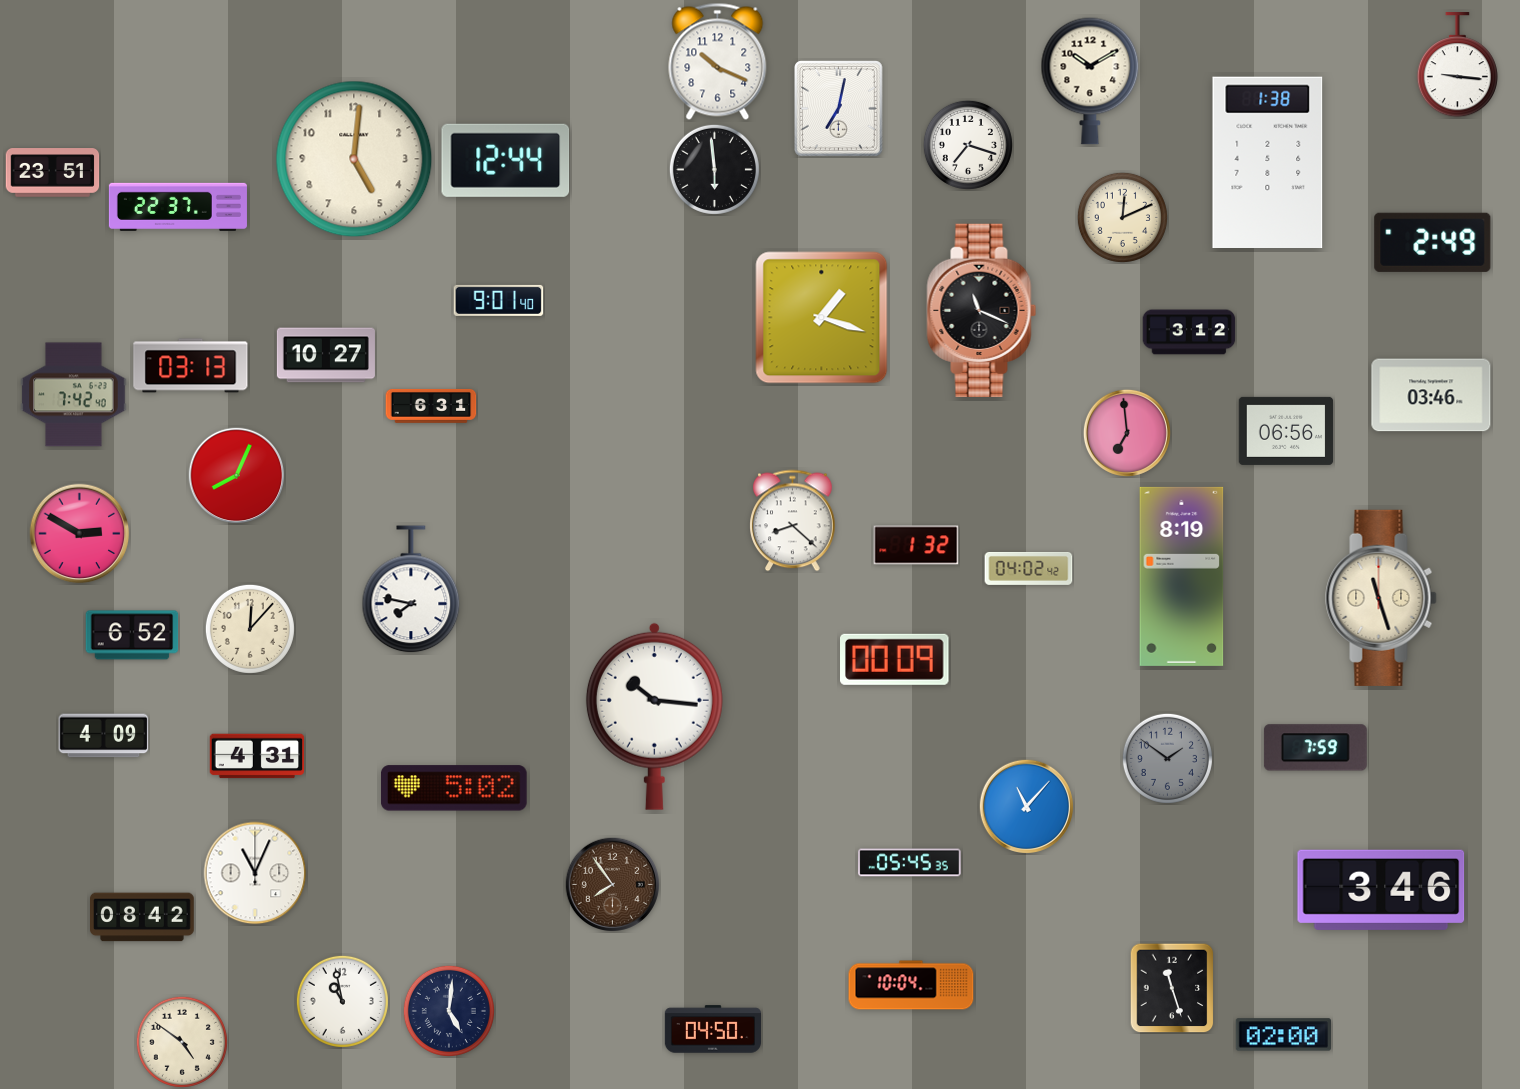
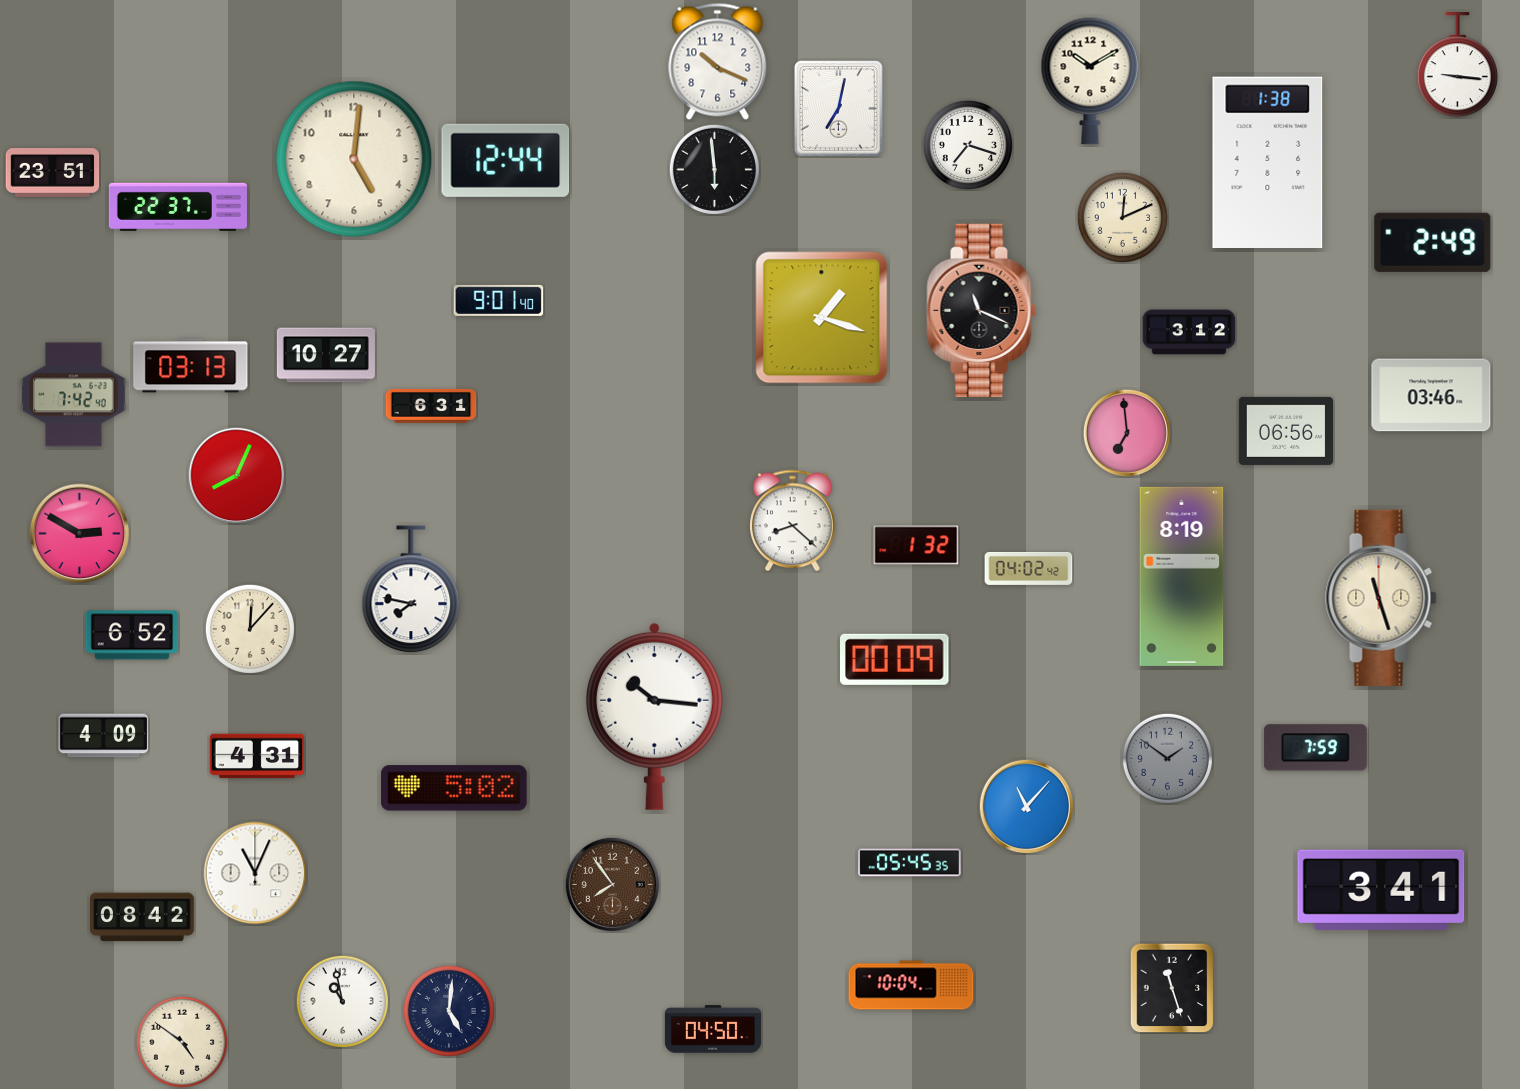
clock at (1381, 890): 3:46 -> 3:41
clock at (1283, 1035): 02:00 -> none
